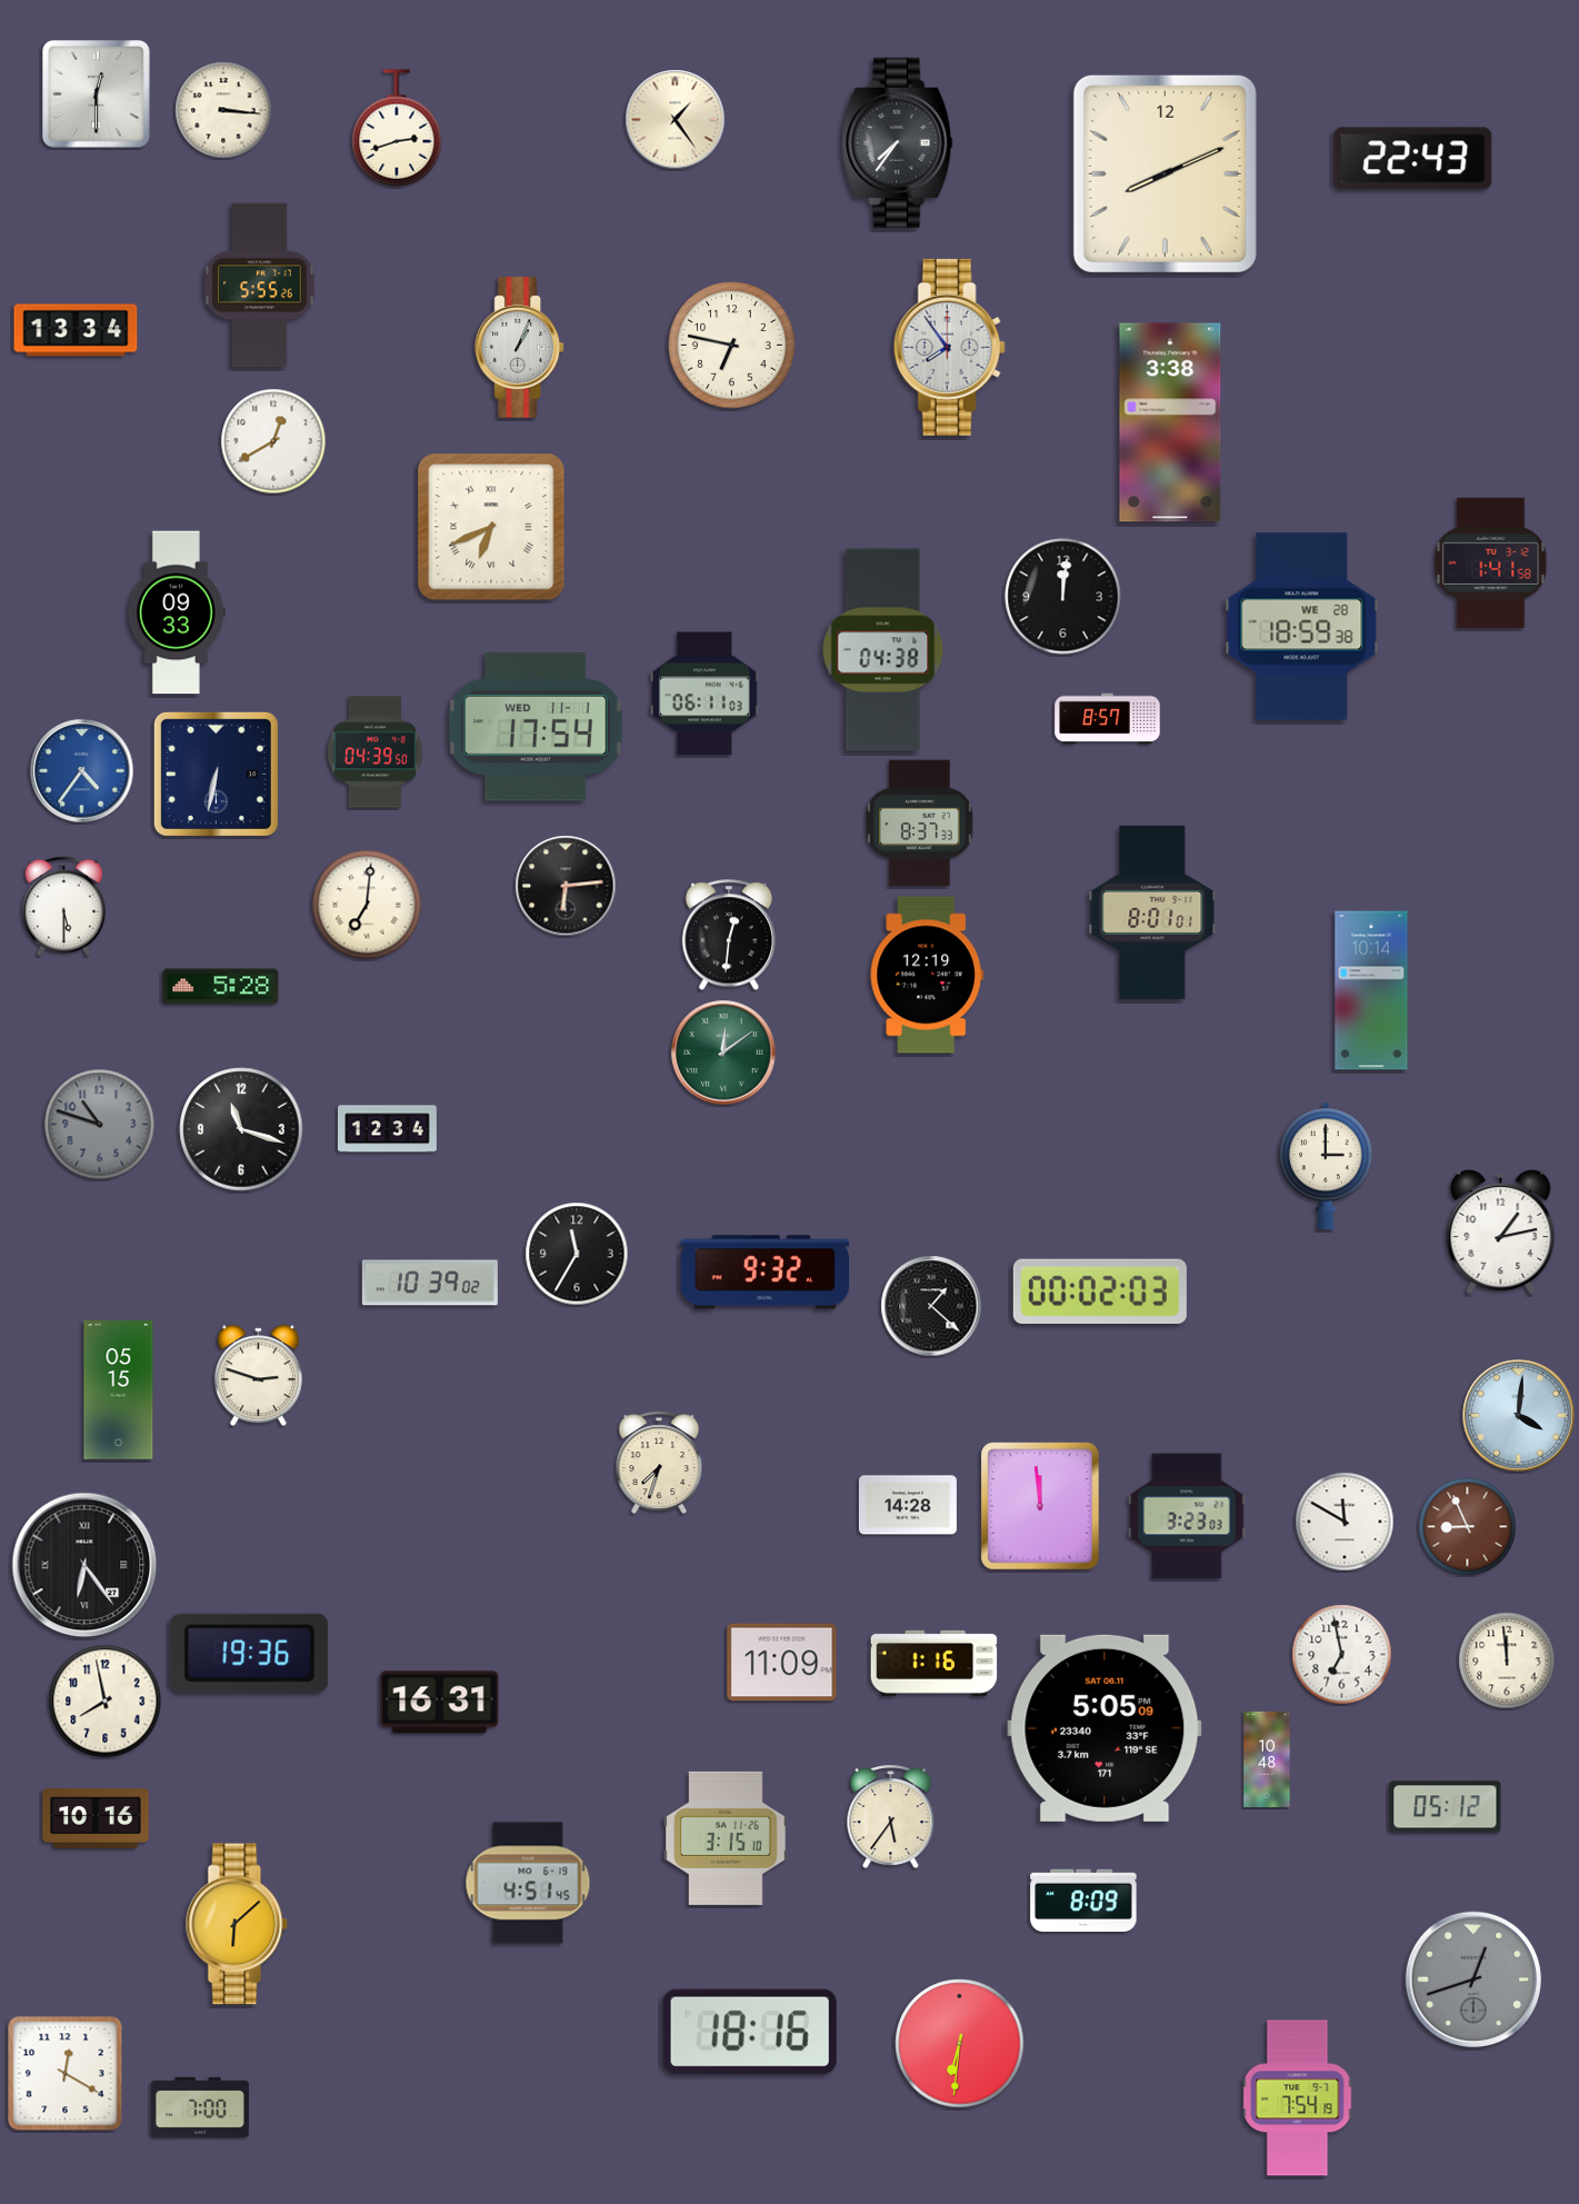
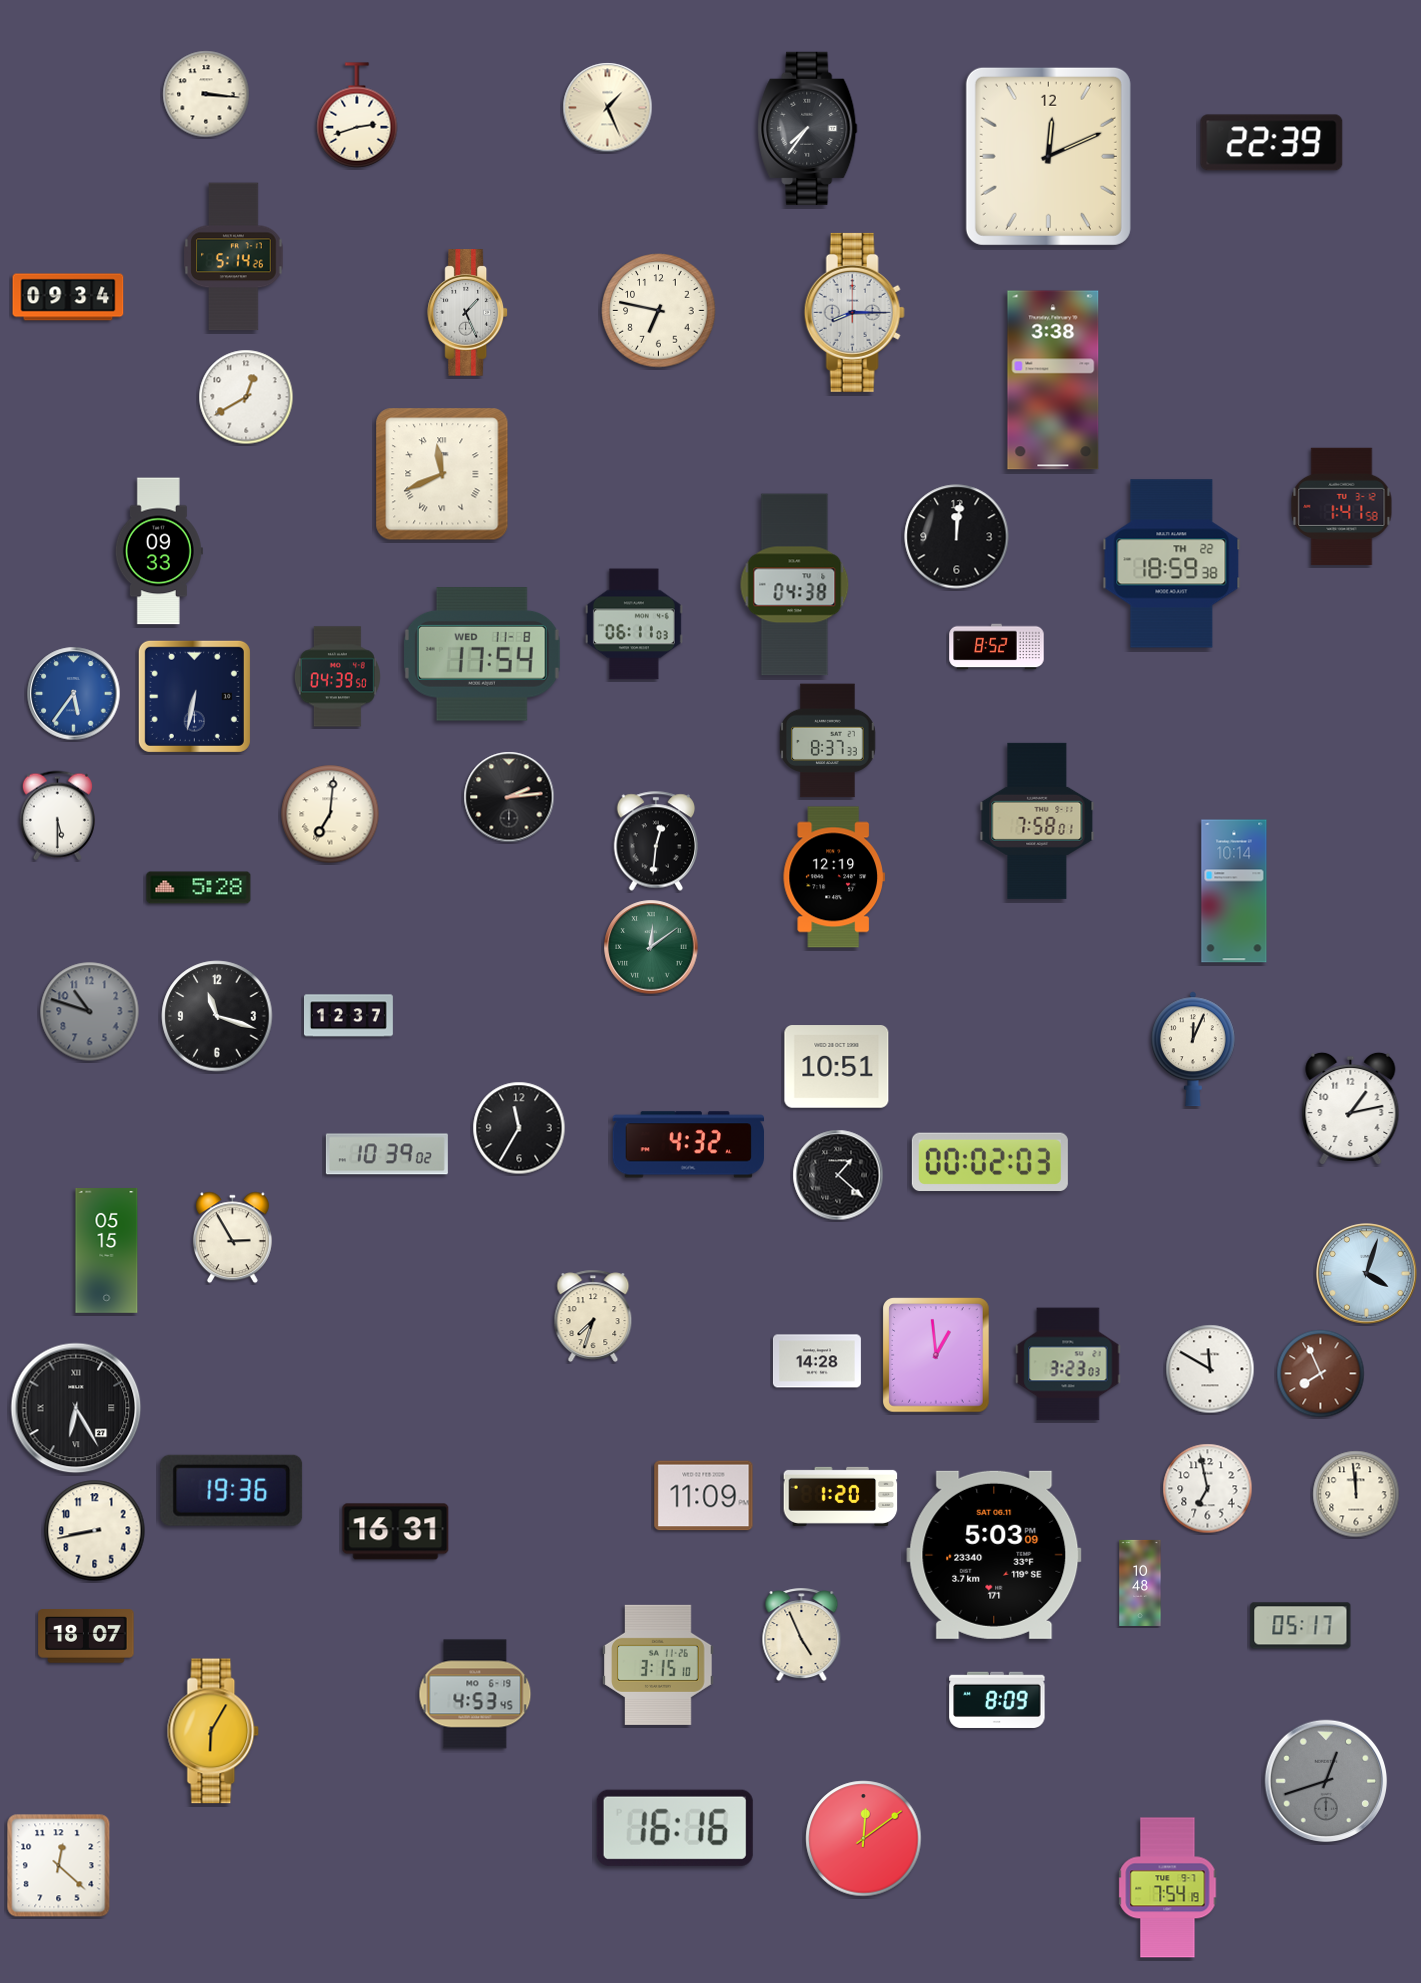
clock at (97, 94): 12:30 -> none
clock at (223, 110) position: (223, 110) -> (206, 94)
clock at (676, 120): 1:24 -> 1:26
clock at (1413, 159): 22:43 -> 22:39
clock at (1165, 173): 8:11 -> 12:11
clock at (260, 286): 5:55 -> 5:14
clock at (76, 330): 13:34 -> 09:34
clock at (949, 347): 7:54 -> 8:15
clock at (520, 348): 1:04 -> 1:26
clock at (491, 527): 6:41 -> 11:41
clock at (1302, 627) date: WE 28 -> TH 22
clock at (1108, 719): 8:57 -> 8:52
clock at (536, 727) date: WED 11-1 -> WED 11-8
clock at (82, 771): 4:36 -> 5:36
clock at (566, 886): 6:14 -> 2:14
clock at (1152, 912): 8:01 -> 7:58
clock at (387, 1129): 12:34 -> 12:37
clock at (1326, 1166): 3:00 -> 12:04
clock at (837, 1067): none -> 10:51
clock at (764, 1273): 9:32 -> 4:32
clock at (258, 1376): 2:48 -> 2:55
clock at (1519, 1416): 4:01 -> 4:03
clock at (908, 1505) position: (908, 1505) -> (817, 1361)
clock at (1040, 1506): 11:59 -> 12:59
clock at (1468, 1527): 8:56 -> 7:56
clock at (84, 1565): 6:24 -> 6:25
clock at (250, 1653) position: (250, 1653) -> (232, 1490)
clock at (935, 1663): 1:16 -> 1:20
clock at (106, 1702): 7:58 -> 8:43
clock at (1105, 1728): 5:05 -> 5:03
clock at (1446, 1807): 05:12 -> 05:17
clock at (891, 1817): 5:36 -> 4:56
clock at (96, 1818): 10:16 -> 18:07
clock at (726, 1838) position: (726, 1838) -> (658, 1665)
clock at (528, 1883): 4:51 -> 4:53
clock at (1083, 1901) position: (1083, 1901) -> (997, 1700)
clock at (237, 1924): 6:08 -> 6:05
clock at (750, 2032): 18:16 -> 16:16
clock at (960, 2044): 6:31 -> 12:09
clock at (66, 2074): 12:20 -> 12:22
clock at (200, 2107): 7:00 -> none
